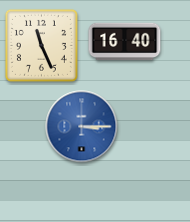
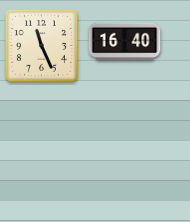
clock at (82, 127): 3:15 -> none
